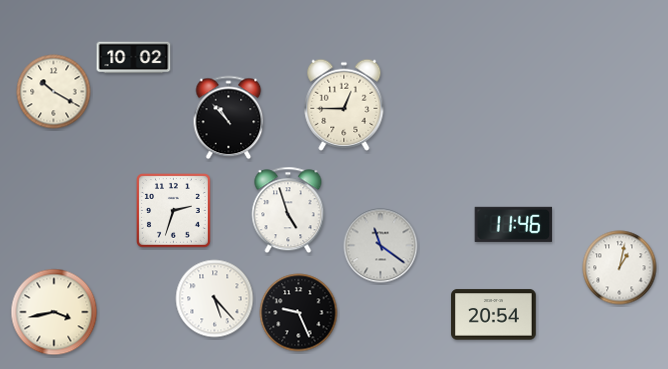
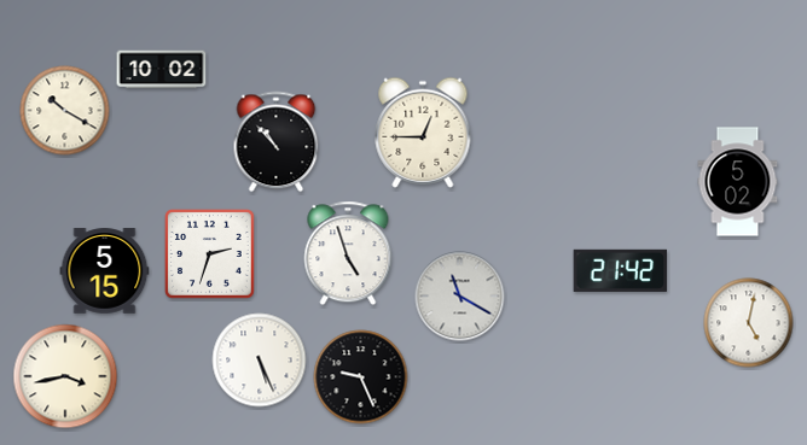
clock at (344, 105) position: (344, 105) -> (423, 133)
clock at (738, 182): none -> 5:02
clock at (514, 224): 11:46 -> 21:42
clock at (105, 271): none -> 5:15
clock at (381, 246): 11:21 -> 11:20
clock at (620, 268): 1:02 -> 5:02
clock at (215, 299): 5:23 -> 5:26
clock at (494, 315): 20:54 -> none
